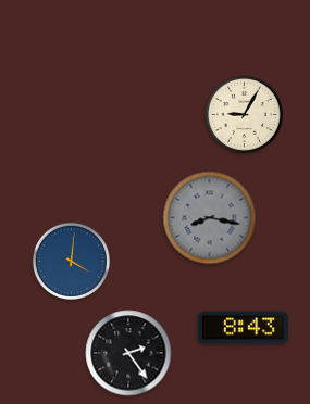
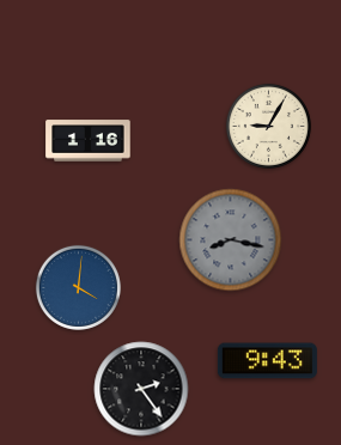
clock at (89, 141): none -> 1:16
clock at (243, 328): 8:43 -> 9:43
